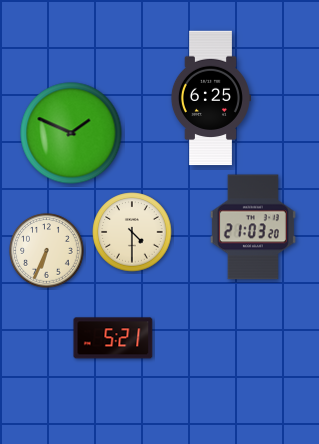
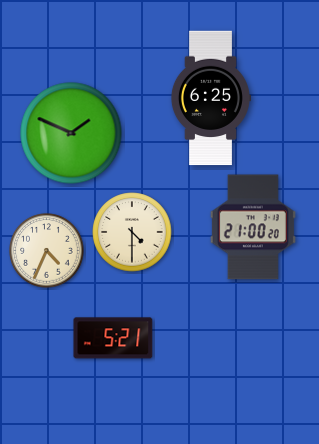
clock at (253, 227): 21:03 -> 21:00
clock at (47, 251): 6:34 -> 4:34
